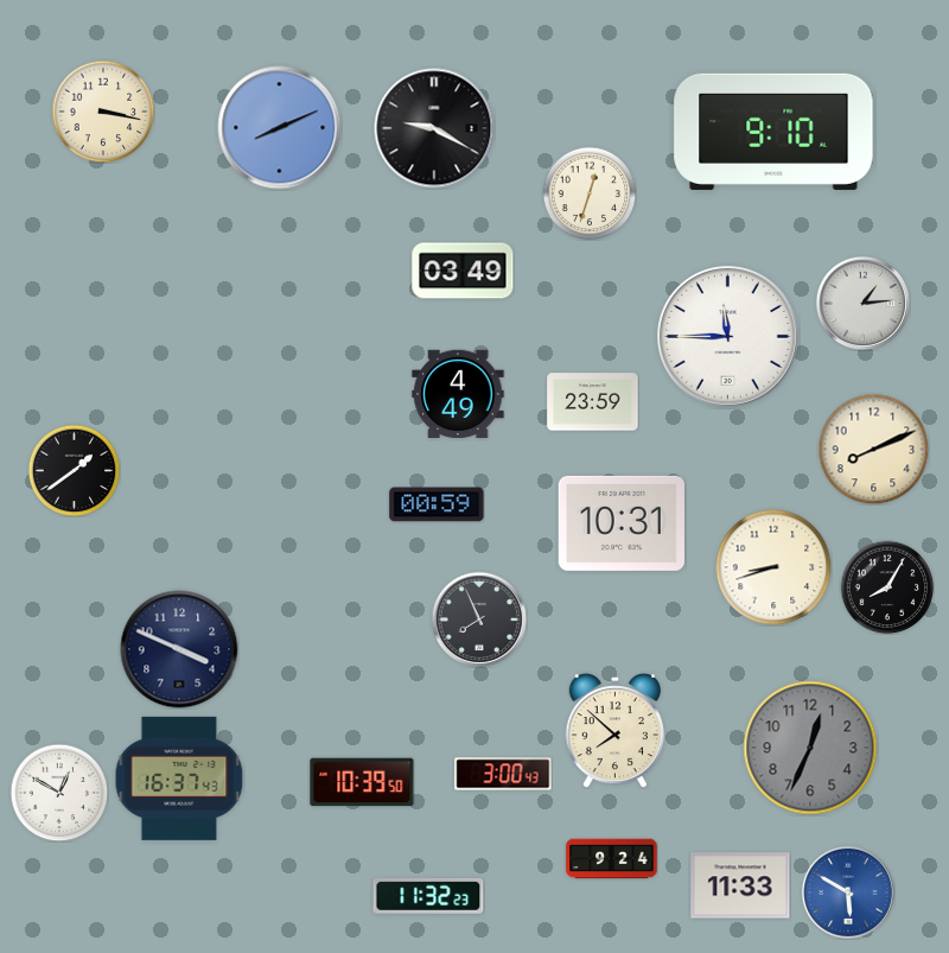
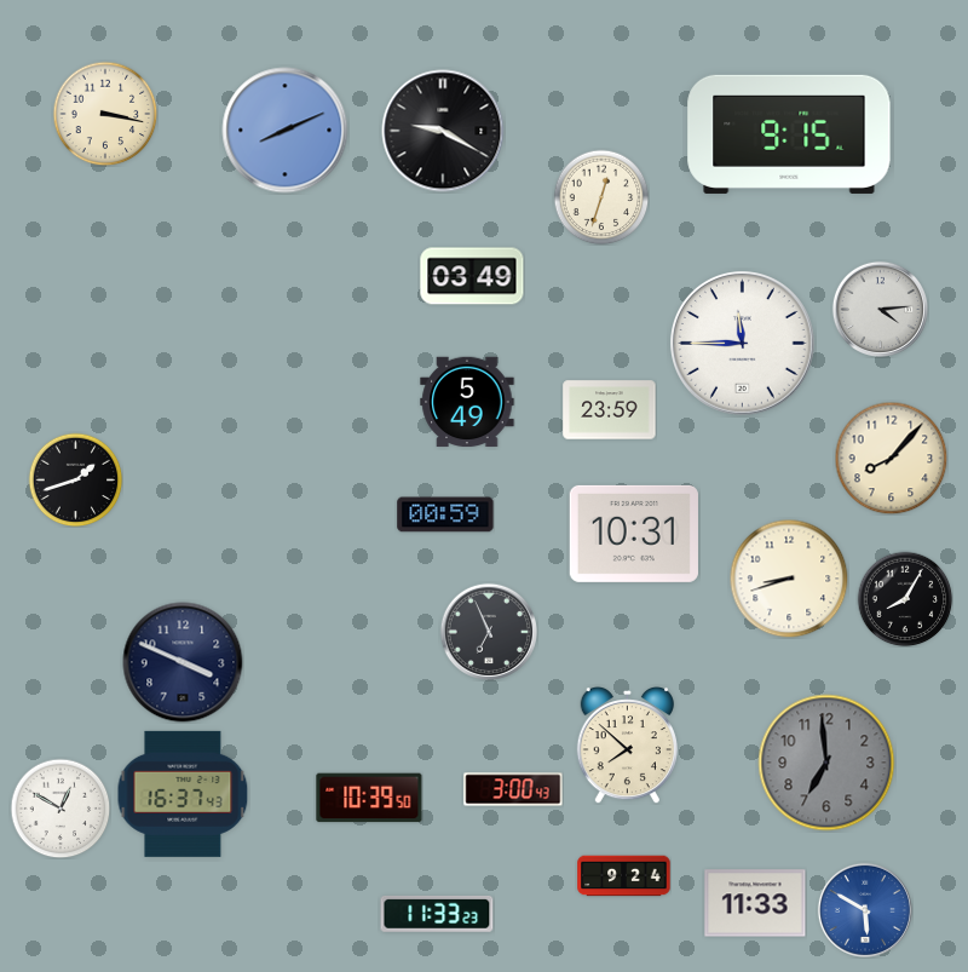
clock at (773, 132): 9:10 -> 9:15
clock at (862, 303): 1:14 -> 4:14
clock at (458, 394): 4:49 -> 5:49
clock at (593, 402) position: (593, 402) -> (610, 410)
clock at (873, 449): 8:11 -> 8:07
clock at (74, 470): 1:39 -> 1:42
clock at (478, 618): 7:56 -> 6:56
clock at (810, 748): 12:34 -> 6:59
clock at (428, 896): 11:32 -> 11:33
